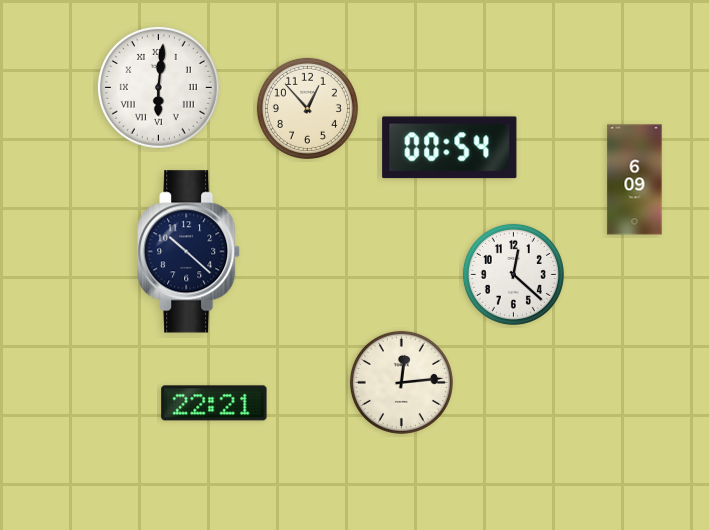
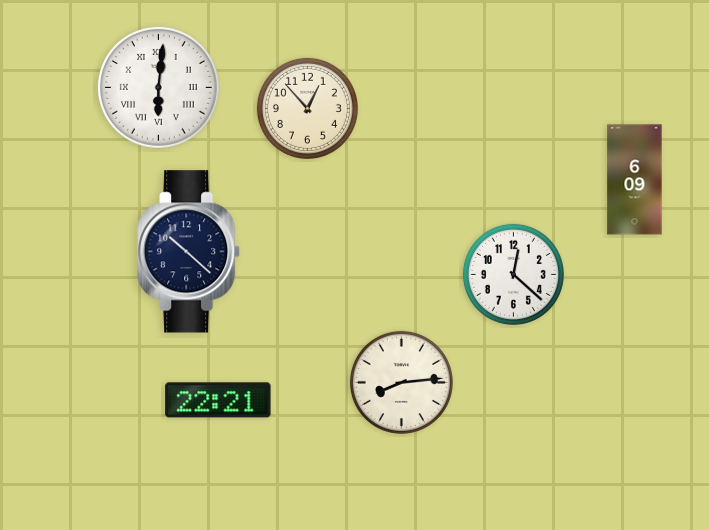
clock at (450, 148): 00:54 -> none
clock at (401, 382): 12:14 -> 8:14
clock at (214, 403) position: (214, 403) -> (218, 400)
